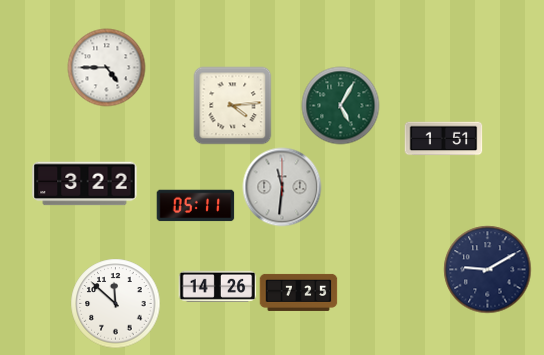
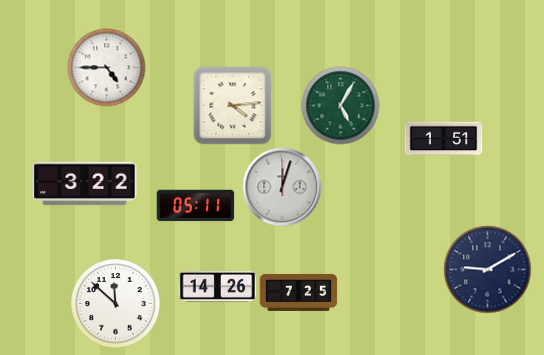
clock at (282, 187): 11:31 -> 12:03
